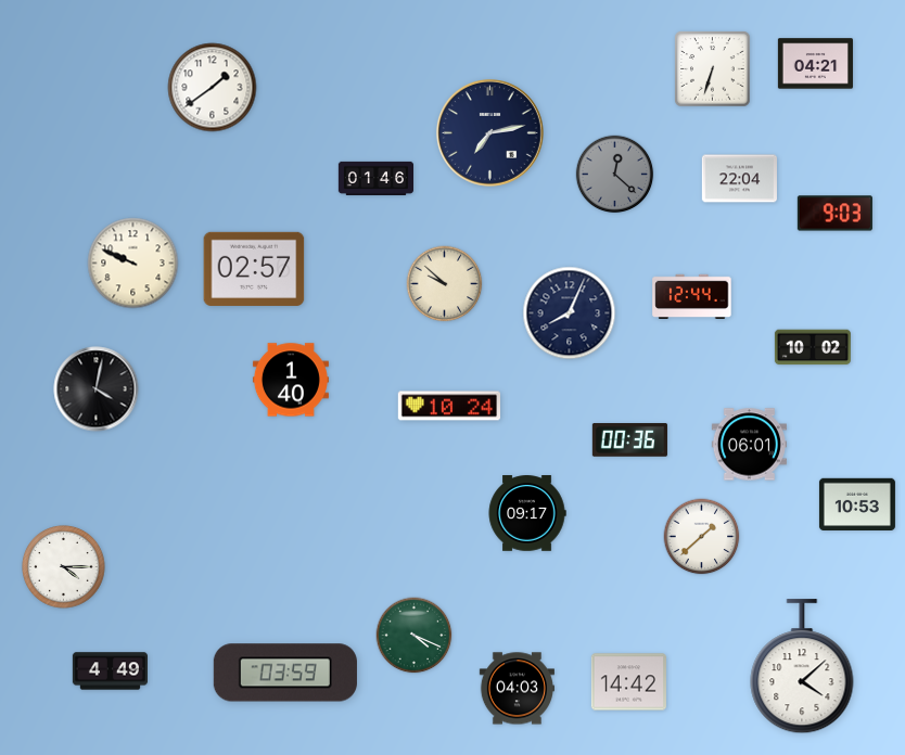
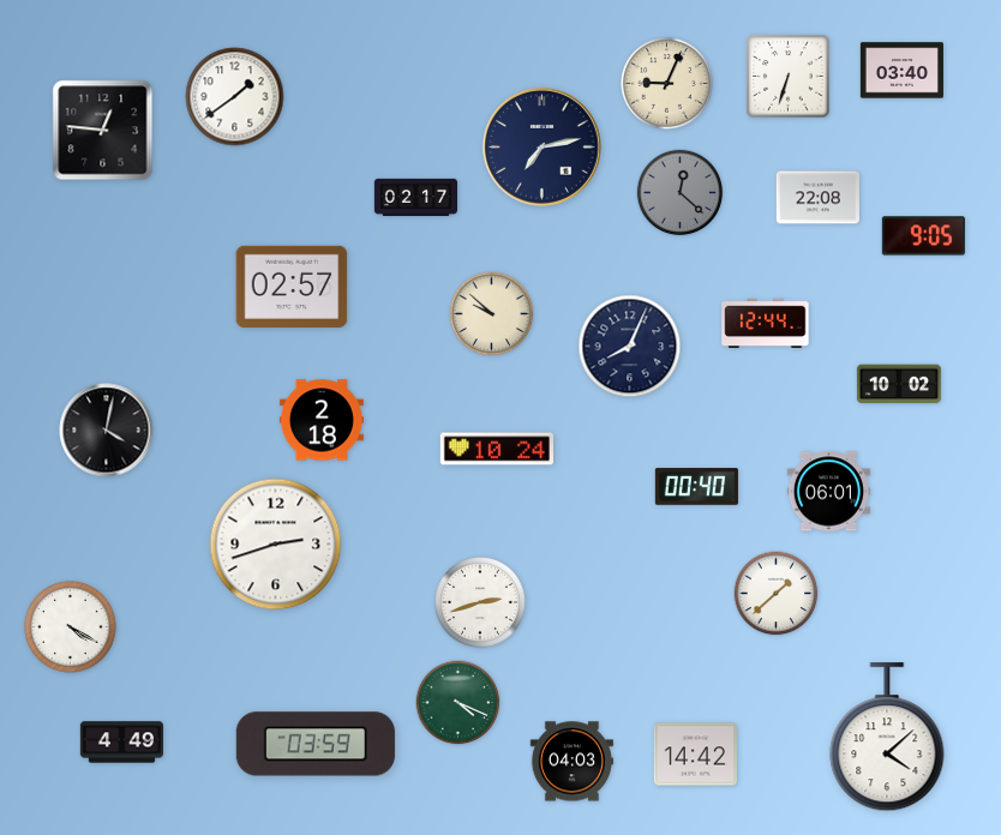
clock at (815, 64): 04:21 -> 03:40
clock at (667, 84): none -> 9:04
clock at (103, 131): none -> 12:46
clock at (375, 178): 01:46 -> 02:17
clock at (739, 179): 22:04 -> 22:08
clock at (834, 214): 9:03 -> 9:05
clock at (133, 264): 9:49 -> none
clock at (254, 269) position: (254, 269) -> (292, 287)
clock at (692, 297) position: (692, 297) -> (766, 324)
clock at (291, 380): 1:40 -> 2:18
clock at (629, 440): 00:36 -> 00:40
clock at (276, 545): none -> 2:42
clock at (857, 503): 10:53 -> none
clock at (527, 513): 09:17 -> none
clock at (481, 603): none -> 2:42
clock at (64, 567): 4:15 -> 4:20
